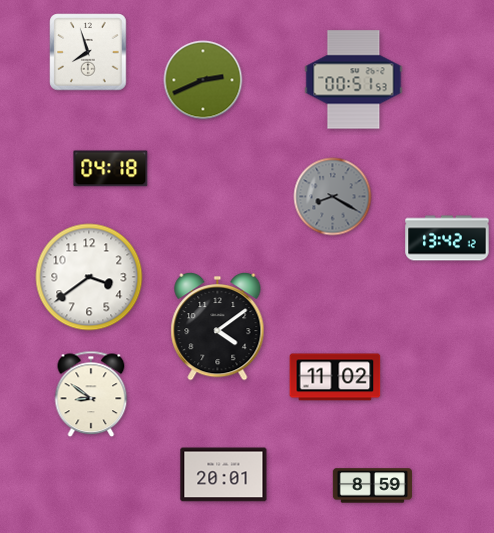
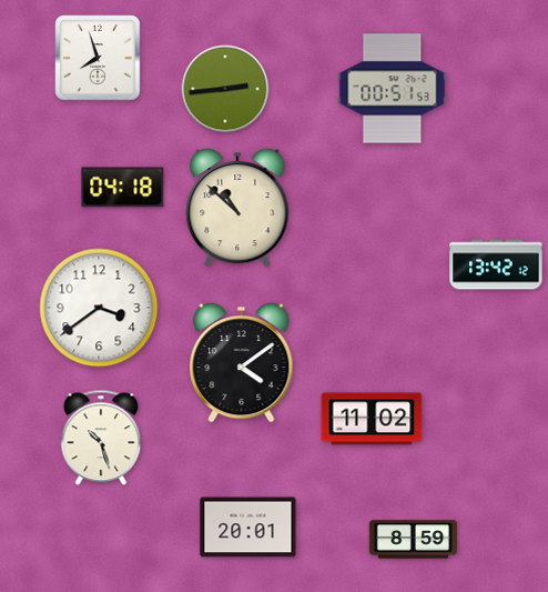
clock at (203, 80): 2:41 -> 2:44
clock at (237, 208): none -> 10:52
clock at (333, 197): 8:20 -> none
clock at (91, 394): 8:51 -> 10:27
